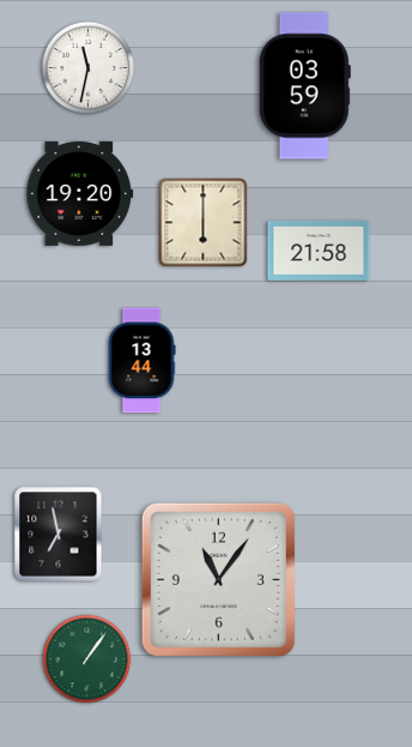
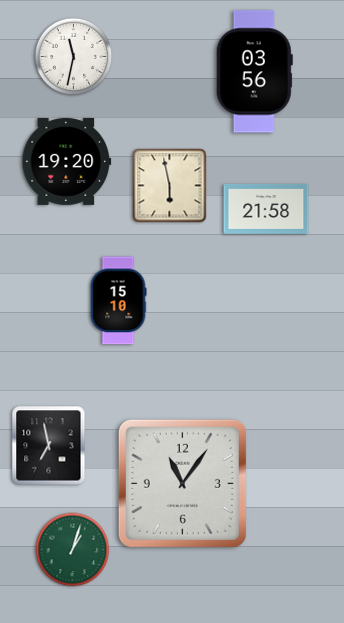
clock at (304, 86): 03:59 -> 03:56
clock at (204, 223): 6:00 -> 5:58
clock at (141, 361): 13:44 -> 15:10
clock at (87, 659): 1:06 -> 1:03
